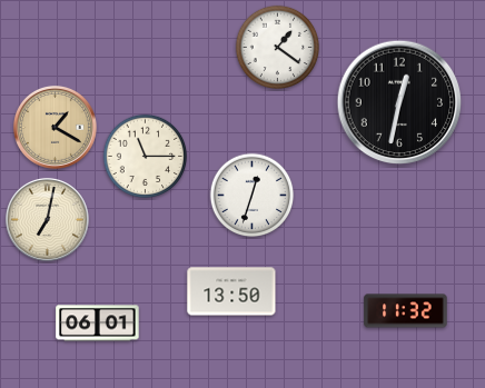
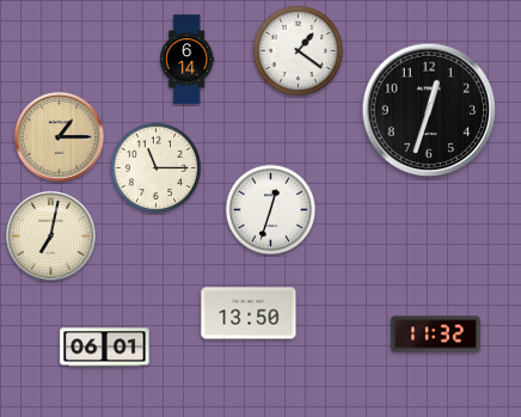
clock at (188, 60): none -> 6:14
clock at (399, 102): 12:32 -> 12:33
clock at (55, 127): 1:20 -> 1:15
